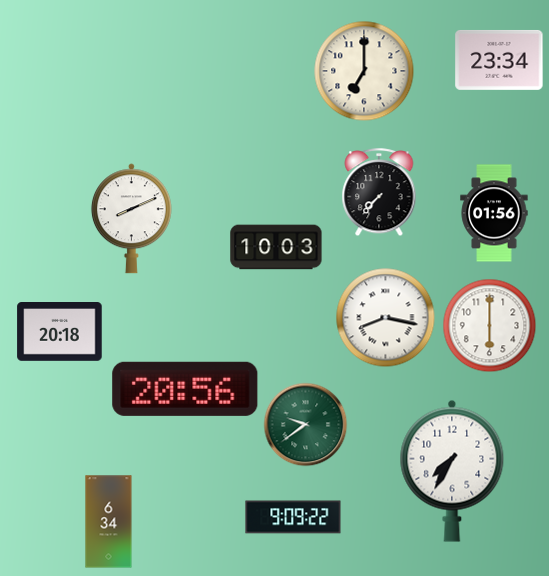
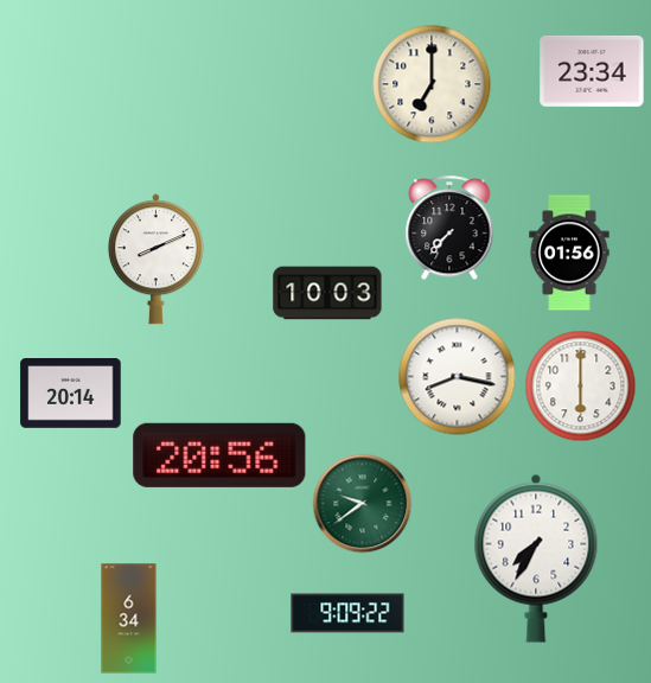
clock at (494, 213) position: (494, 213) -> (569, 253)
clock at (60, 332): 20:18 -> 20:14
clock at (185, 389) position: (185, 389) -> (219, 455)
